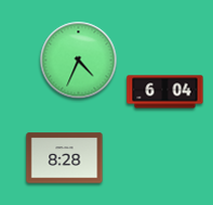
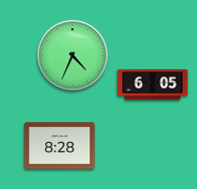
clock at (165, 92): 6:04 -> 6:05
